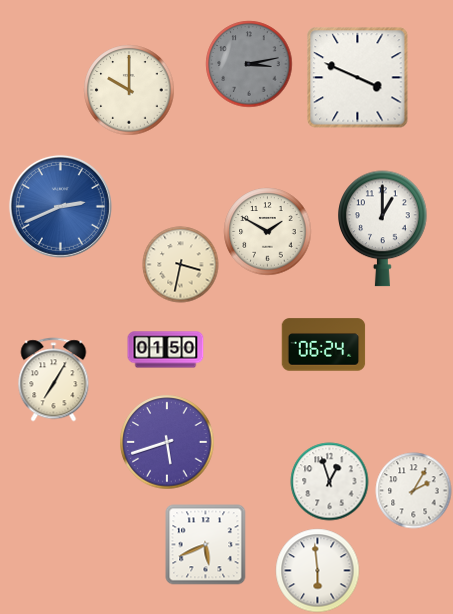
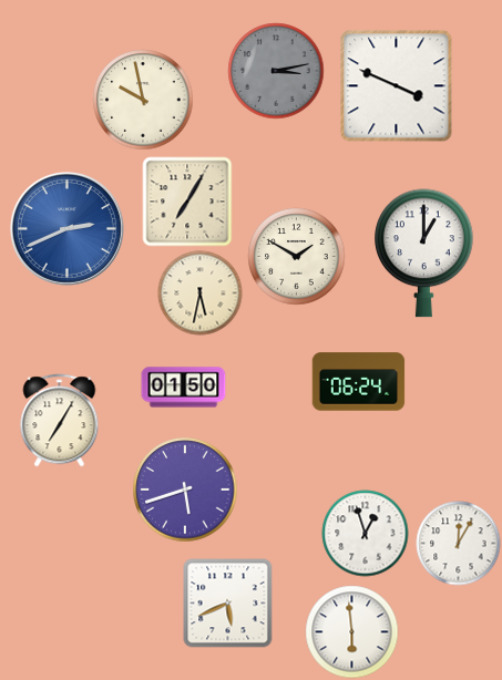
clock at (129, 90): 10:00 -> 9:58
clock at (187, 202): none -> 7:05
clock at (181, 265): 3:32 -> 5:32
clock at (414, 491): 2:05 -> 12:05
